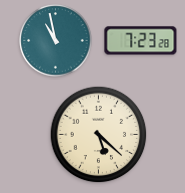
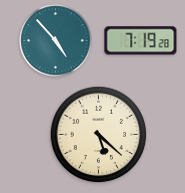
clock at (56, 41): 10:58 -> 4:53
clock at (141, 41): 7:23 -> 7:19
